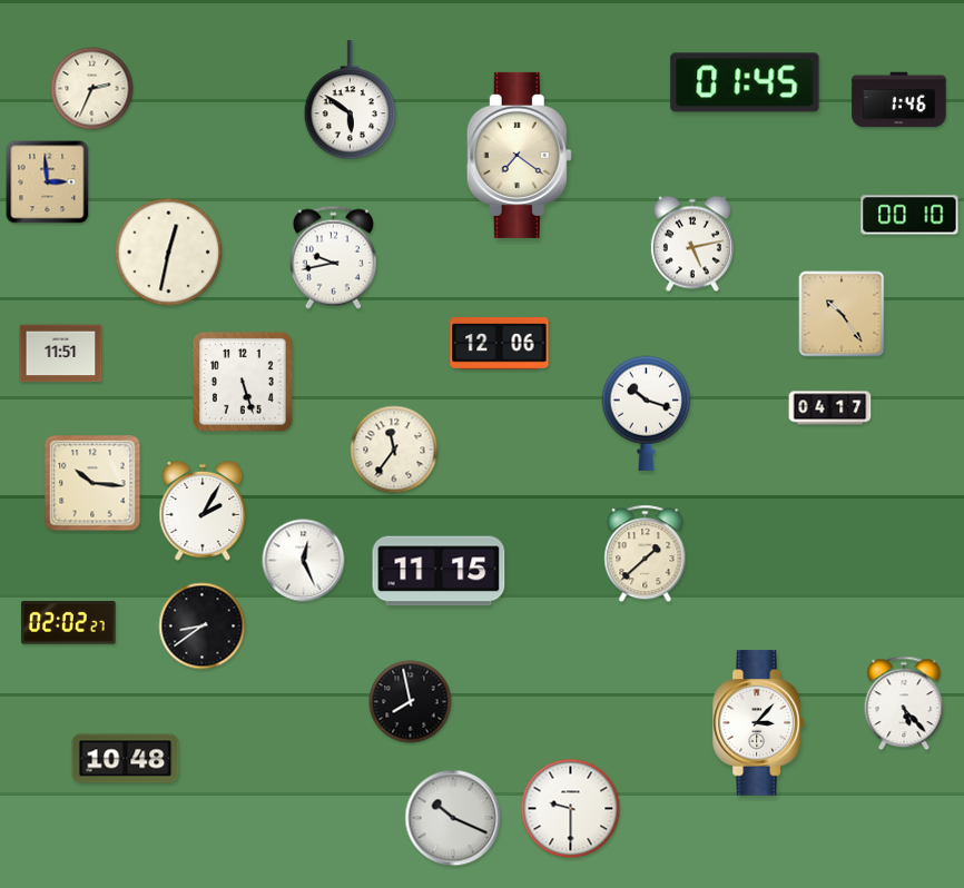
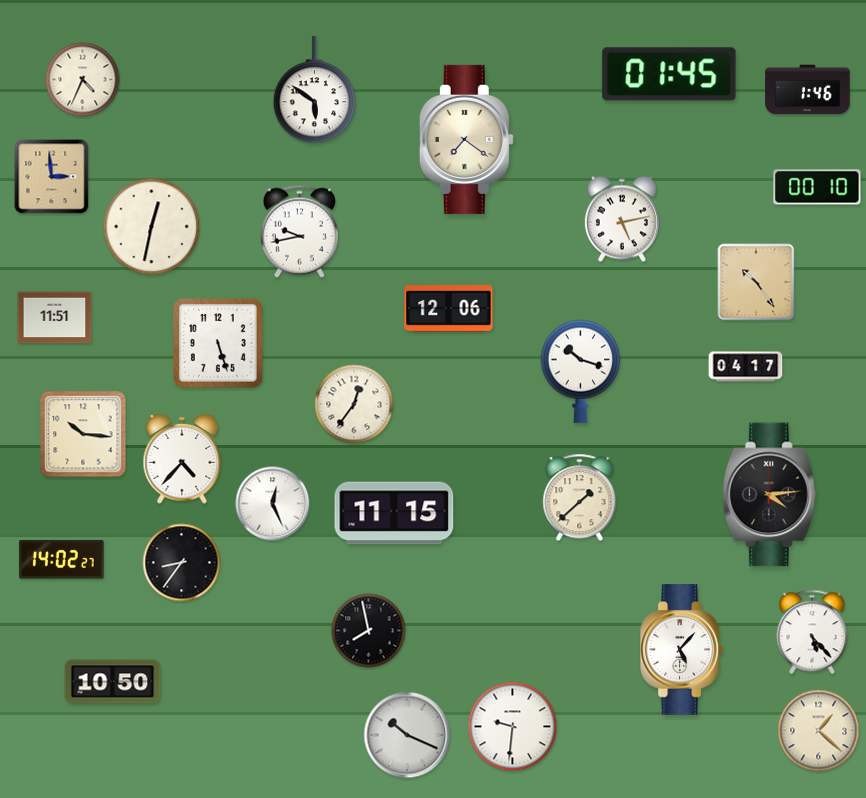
clock at (92, 89): 2:34 -> 4:34
clock at (48, 182) position: (48, 182) -> (52, 177)
clock at (909, 215) position: (909, 215) -> (817, 187)
clock at (394, 450): 11:36 -> 12:36
clock at (203, 511): 2:05 -> 4:37
clock at (769, 495): none -> 4:14
clock at (69, 623): 02:02 -> 14:02
clock at (203, 626): 8:39 -> 8:36
clock at (759, 723): 3:07 -> 5:07
clock at (126, 759): 10:48 -> 10:50
clock at (571, 809): 9:30 -> 9:31
clock at (819, 731): none -> 1:22
